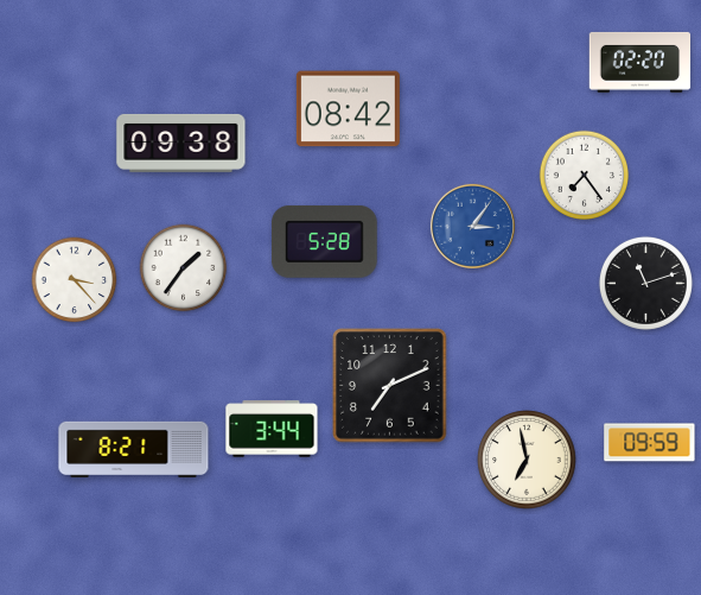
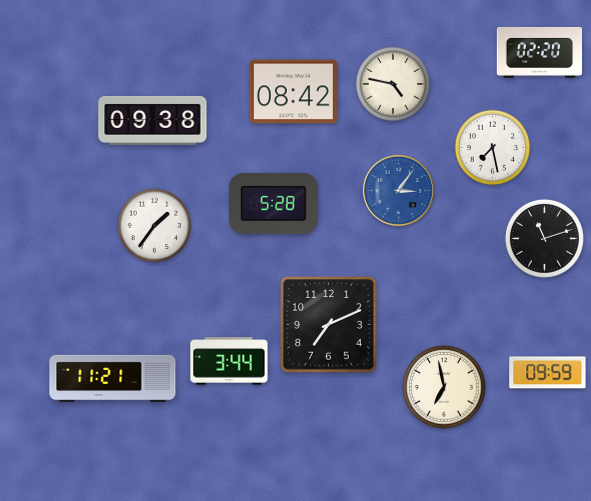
clock at (393, 84): none -> 4:47
clock at (585, 176): 7:24 -> 7:28
clock at (75, 280): 3:23 -> none
clock at (134, 449): 8:21 -> 11:21
